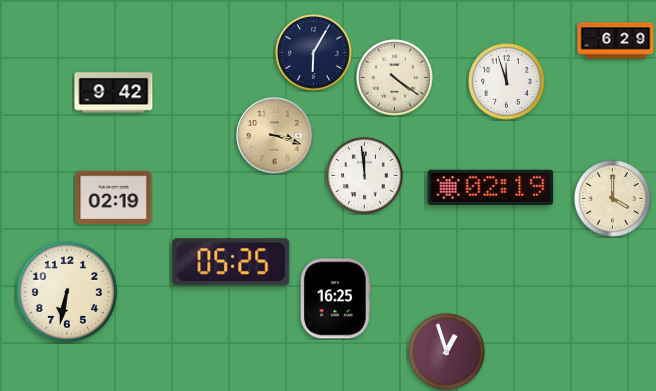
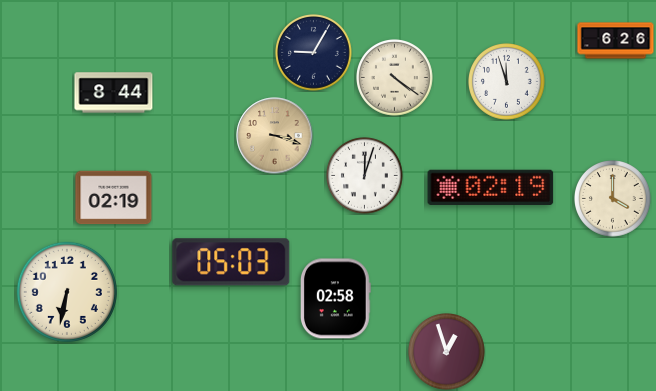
clock at (616, 41): 6:29 -> 6:26
clock at (314, 53): 6:05 -> 9:05
clock at (114, 93): 9:42 -> 8:44
clock at (365, 176): 11:59 -> 12:03
clock at (231, 262): 05:25 -> 05:03
clock at (335, 299): 16:25 -> 02:58
